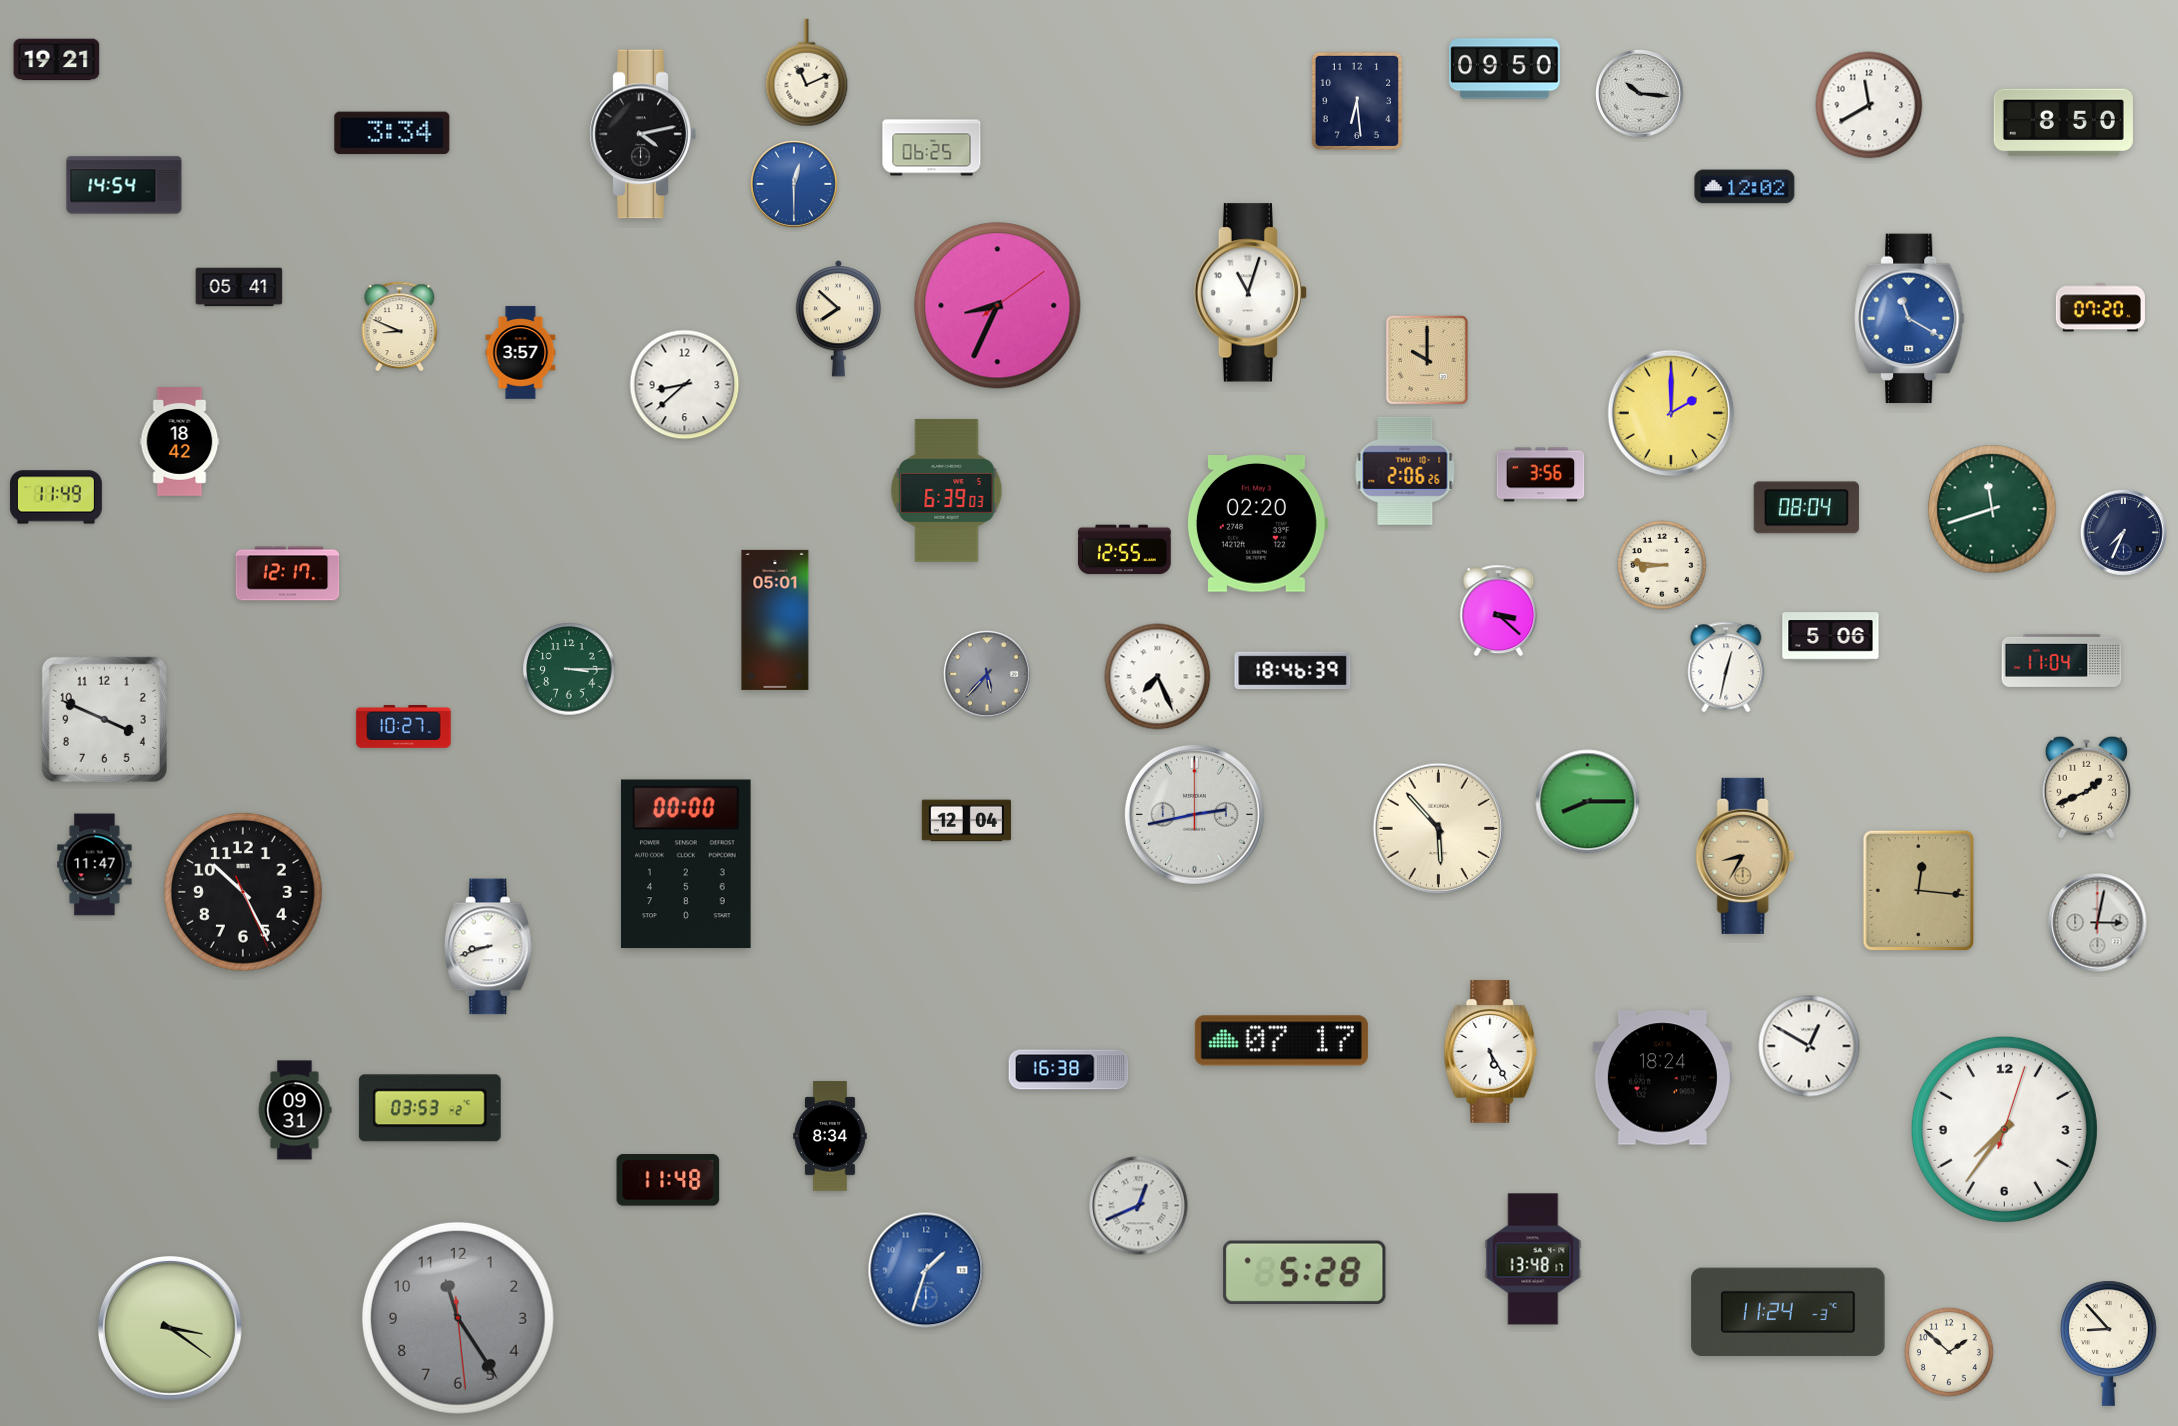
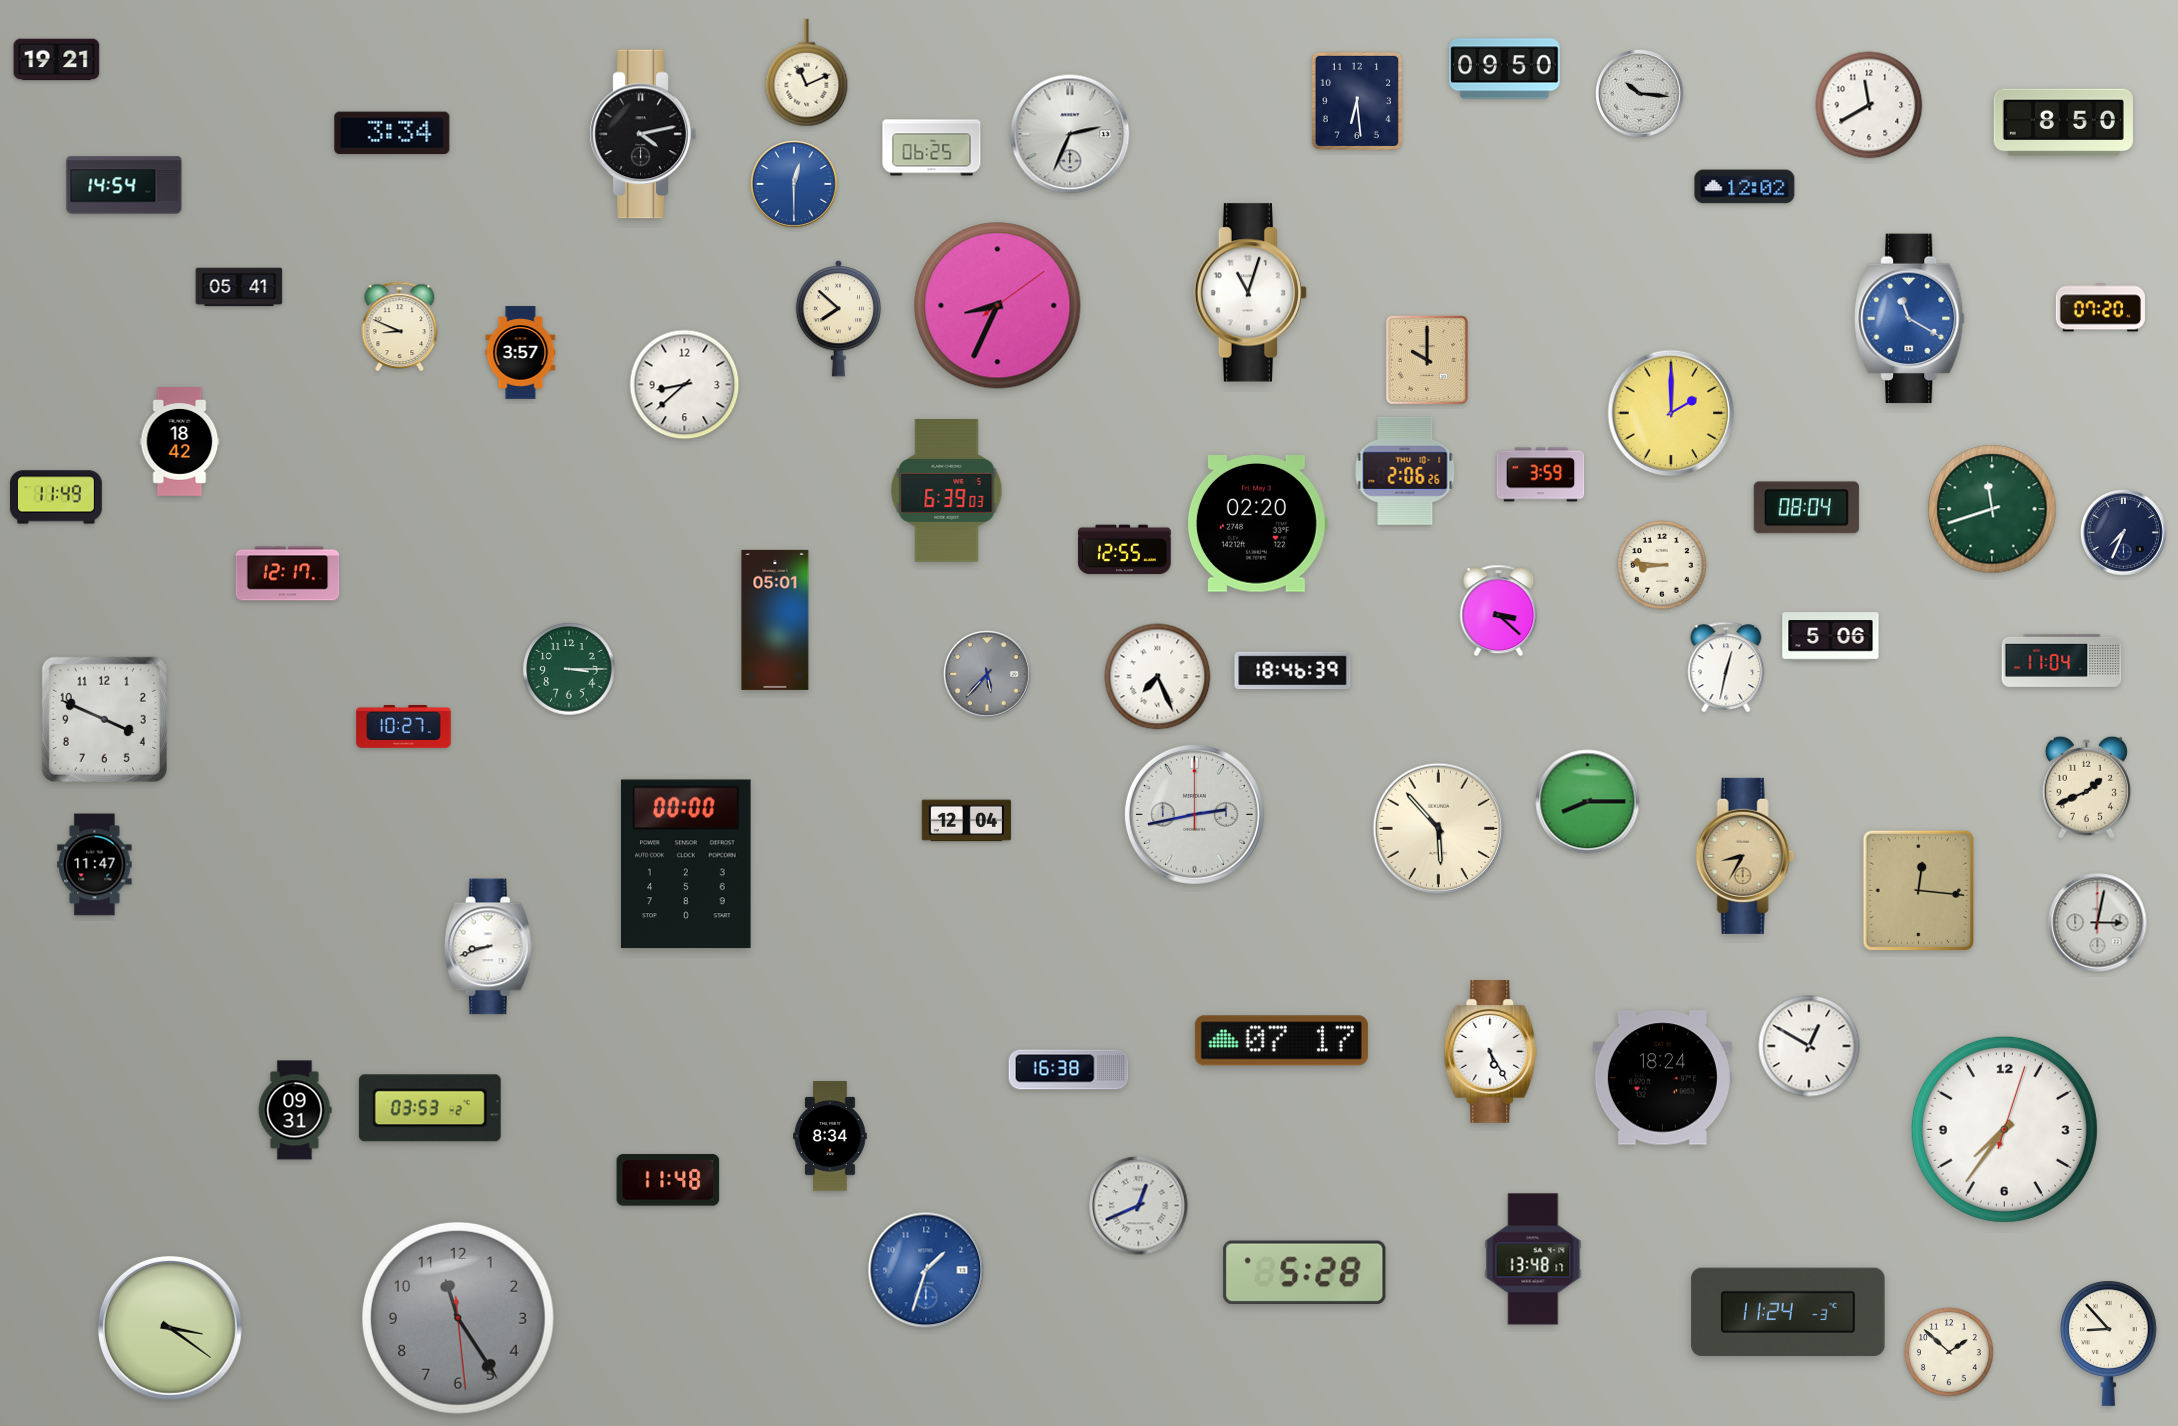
clock at (1070, 134): none -> 2:34
clock at (1541, 475): 3:56 -> 3:59
clock at (244, 893): 10:25 -> none
